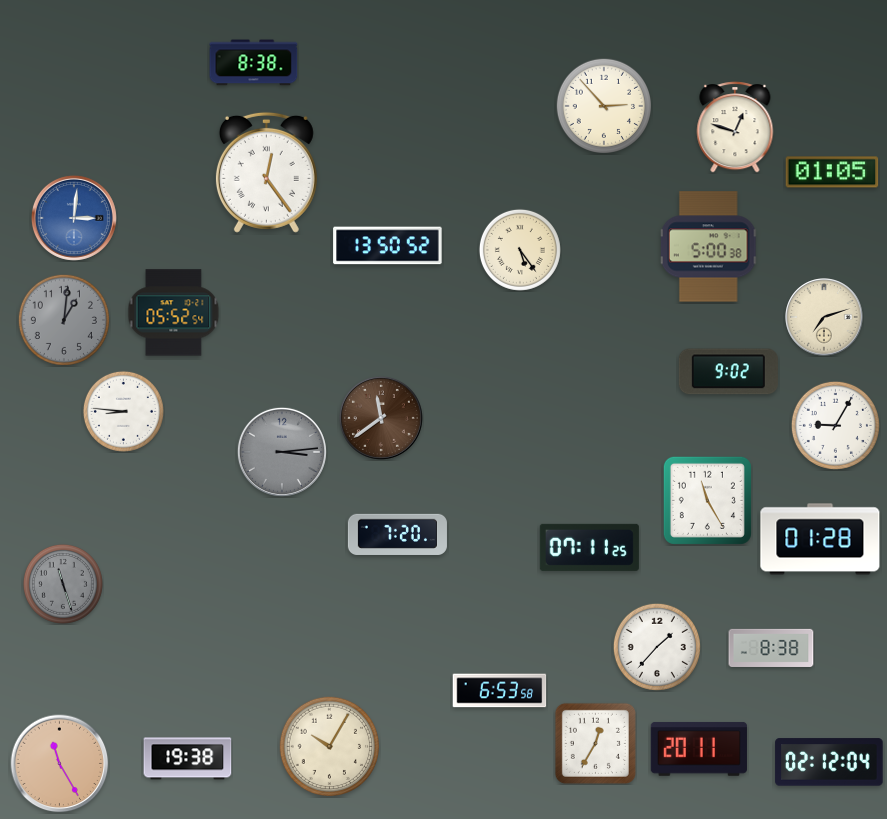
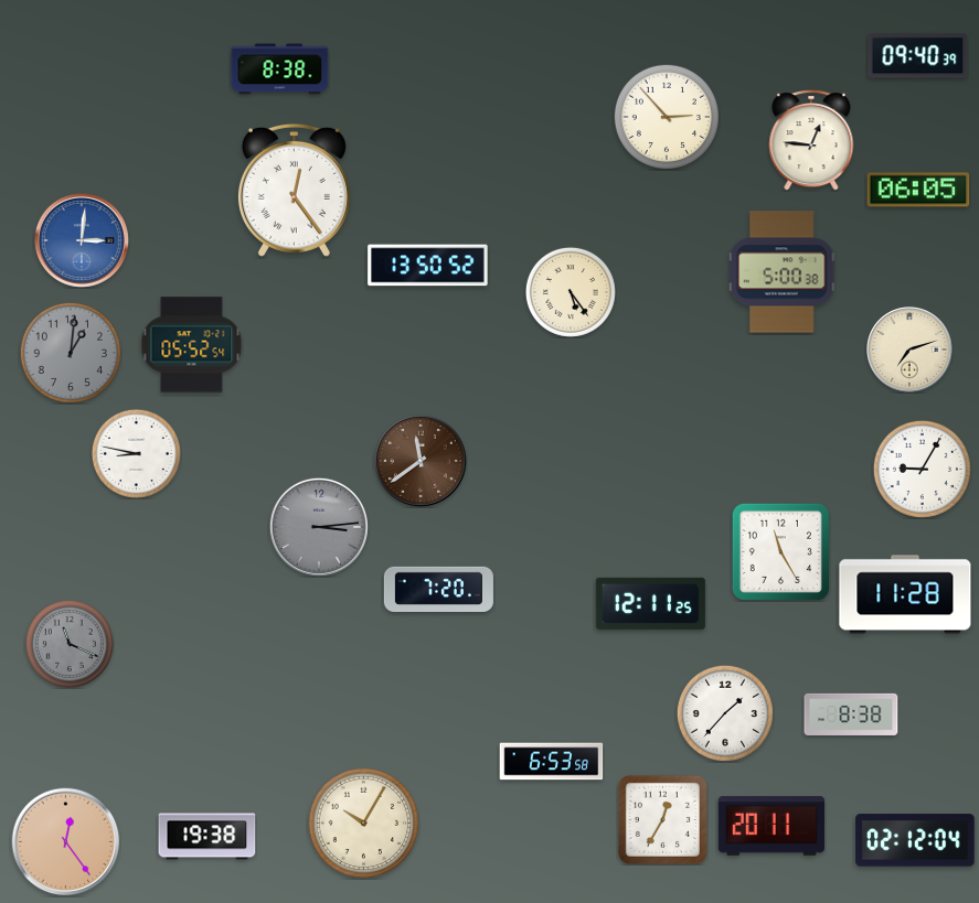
clock at (918, 56): none -> 09:40
clock at (735, 127): 12:48 -> 12:46
clock at (832, 172): 01:05 -> 06:05
clock at (388, 246) position: (388, 246) -> (428, 266)
clock at (520, 250) position: (520, 250) -> (571, 292)
clock at (728, 372): 9:02 -> none
clock at (123, 411): 8:46 -> 8:47
clock at (282, 452) position: (282, 452) -> (319, 527)
clock at (820, 539): 01:28 -> 11:28
clock at (589, 547): 07:11 -> 12:11
clock at (63, 584): 11:27 -> 11:19
clock at (595, 743) position: (595, 743) -> (662, 819)
clock at (60, 764): 11:25 -> 12:24
